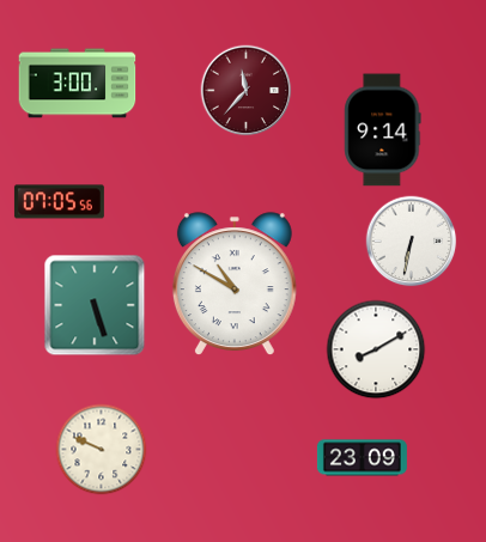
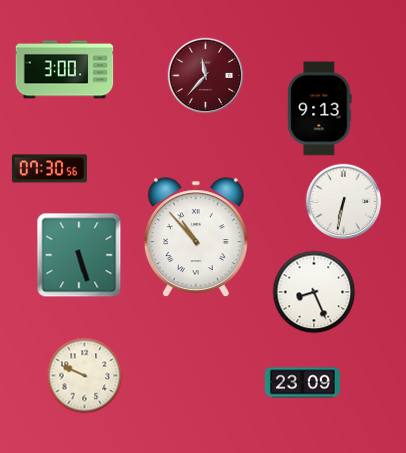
clock at (383, 130): 9:14 -> 9:13
clock at (59, 202): 07:05 -> 07:30
clock at (235, 285): 10:50 -> 10:53
clock at (376, 349): 8:10 -> 8:26
